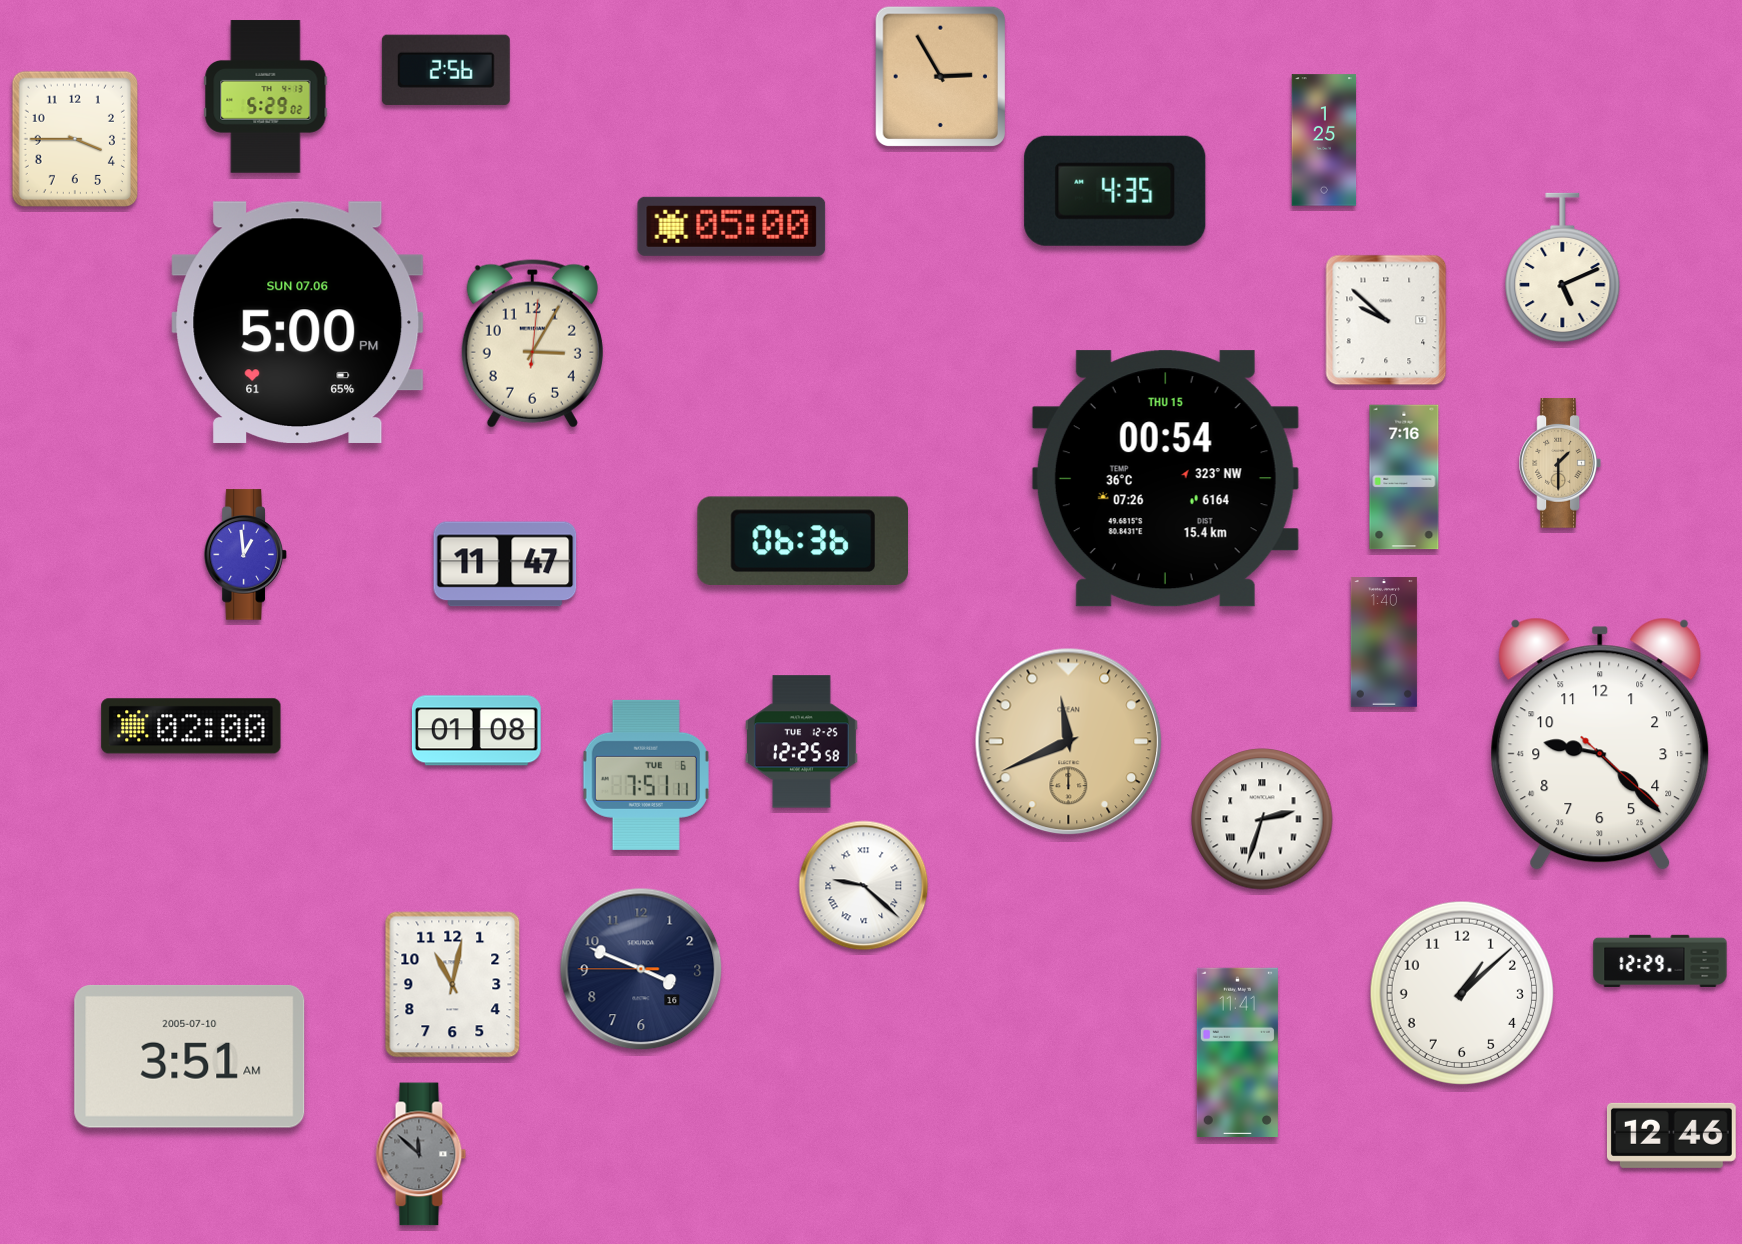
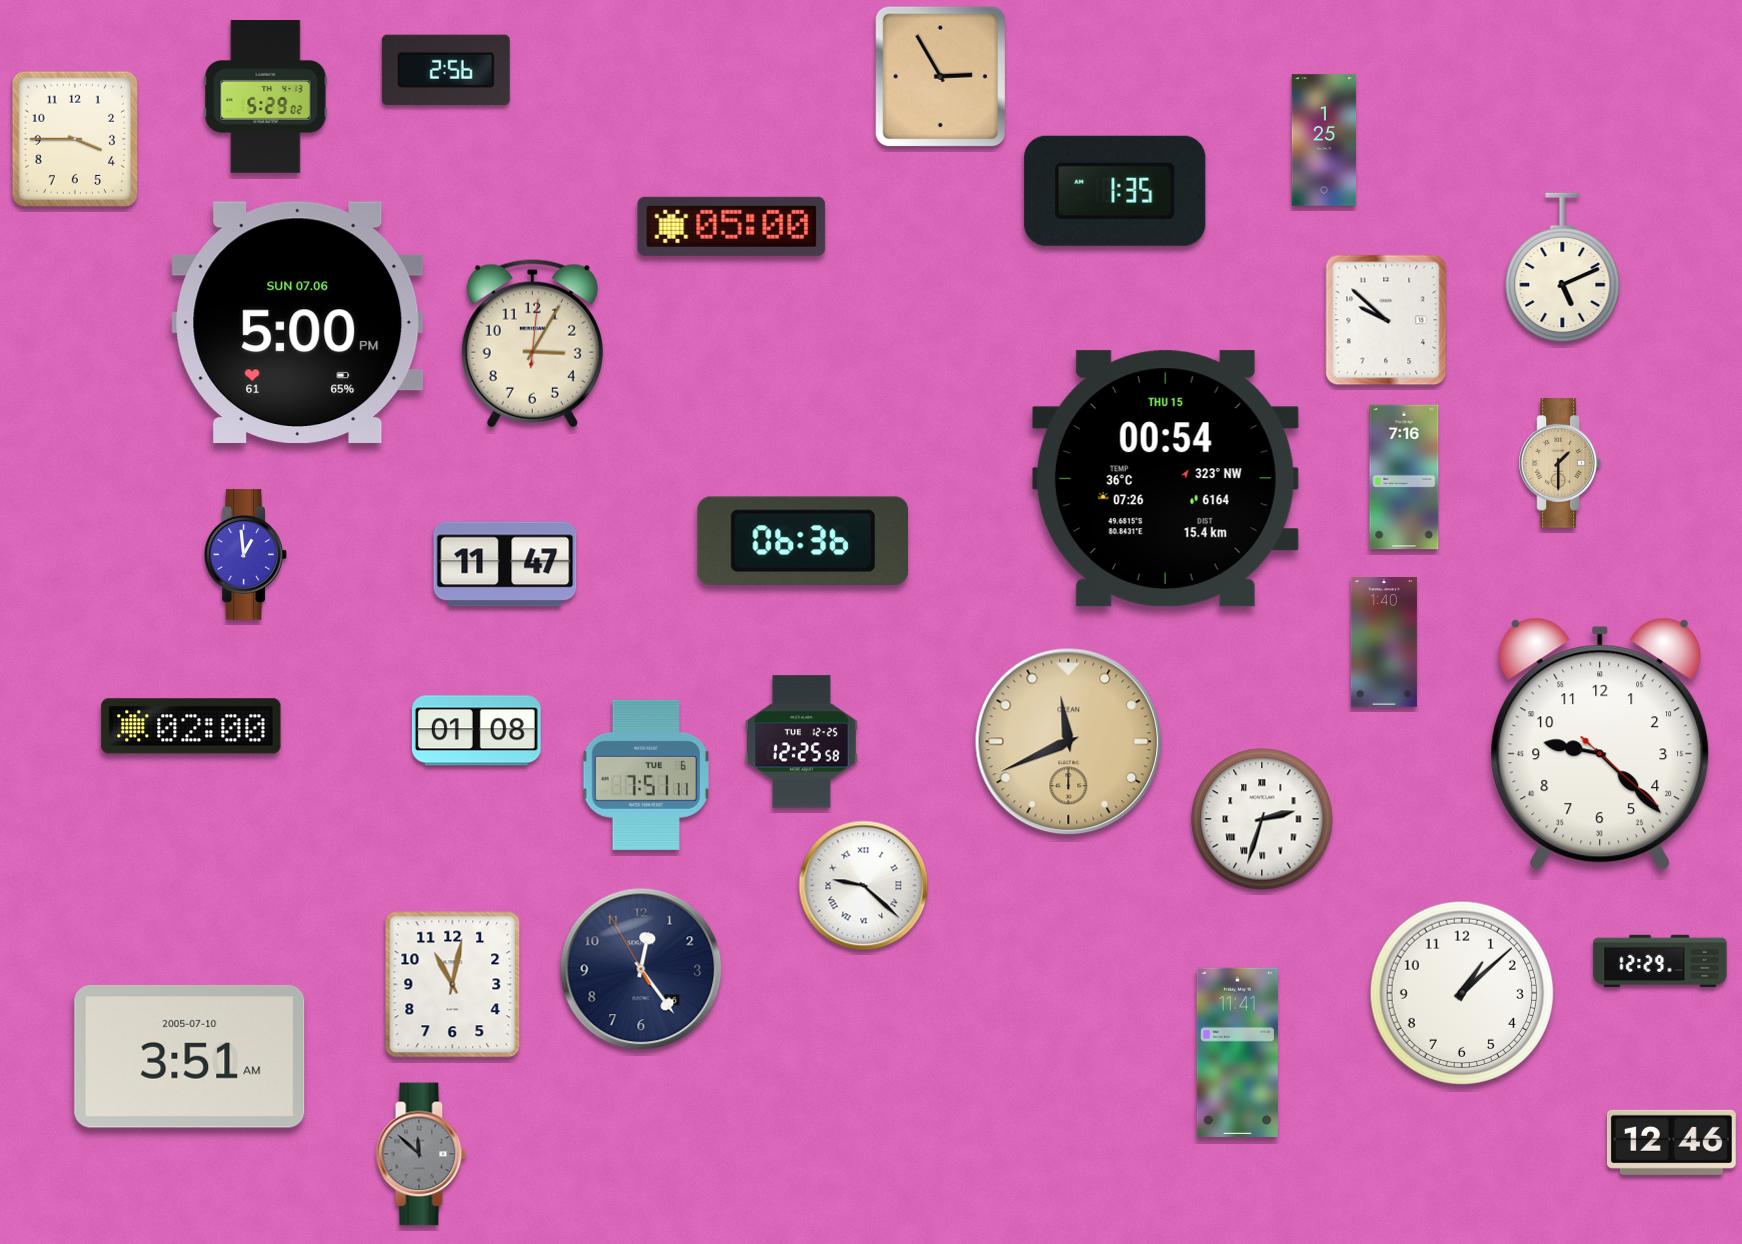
clock at (1115, 191): 4:35 -> 1:35
clock at (641, 969): 3:48 -> 12:23
clock at (1671, 1135) position: (1671, 1135) -> (1671, 1142)
